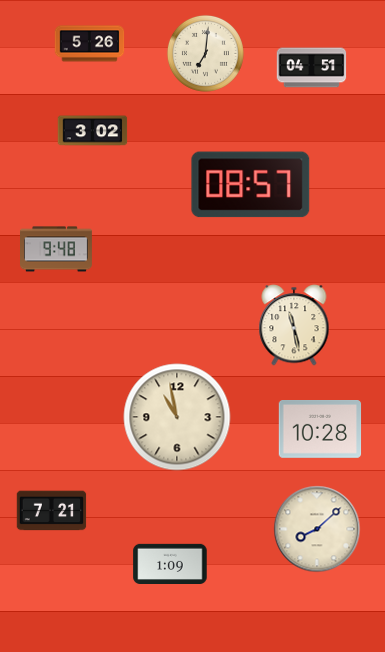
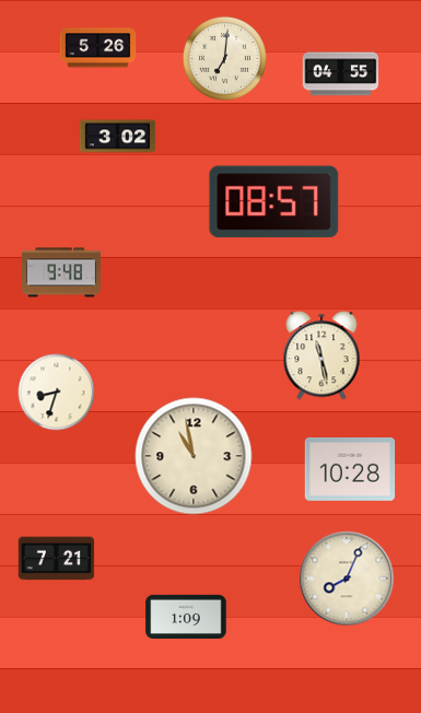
clock at (312, 68): 04:51 -> 04:55
clock at (93, 131) position: (93, 131) -> (118, 137)
clock at (57, 393): none -> 8:33
clock at (317, 529): 8:08 -> 8:04
